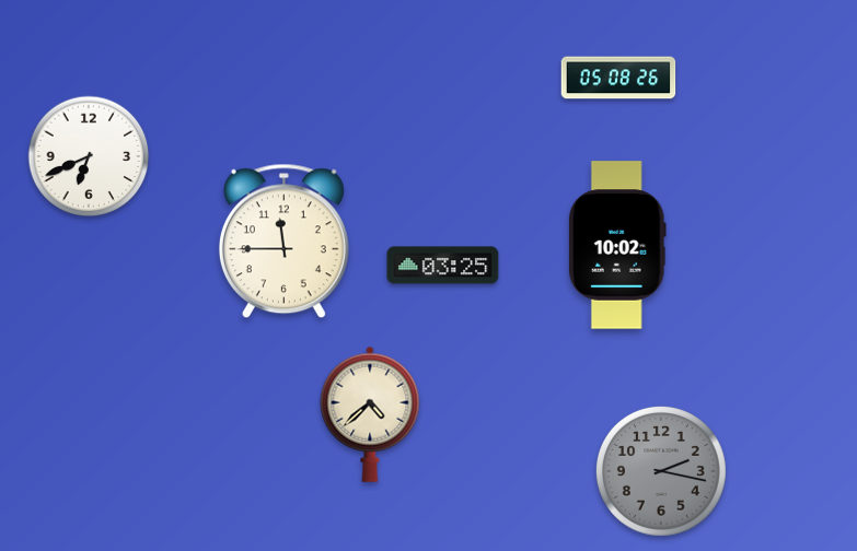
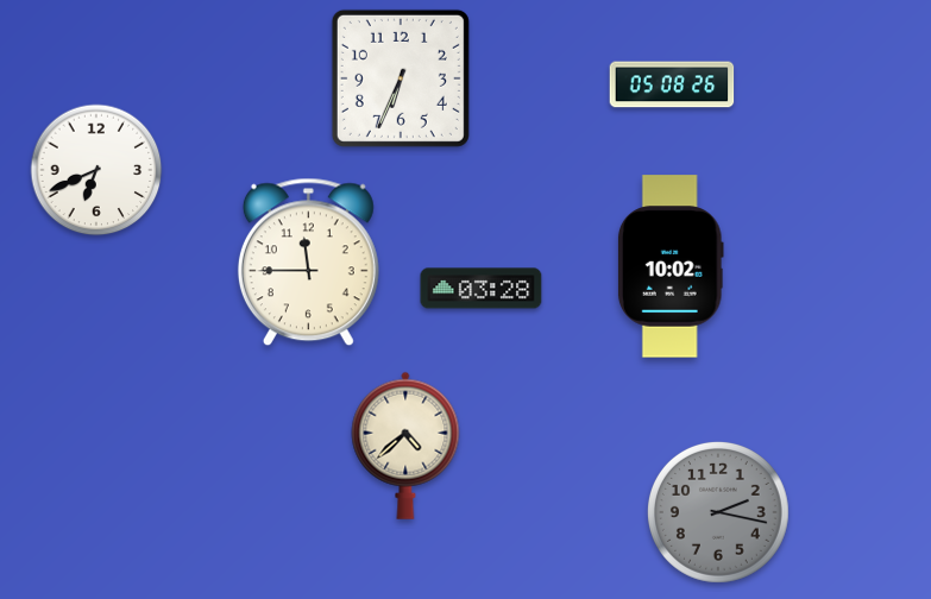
clock at (401, 78): none -> 6:34
clock at (443, 266): 03:25 -> 03:28
clock at (370, 414) position: (370, 414) -> (405, 446)
